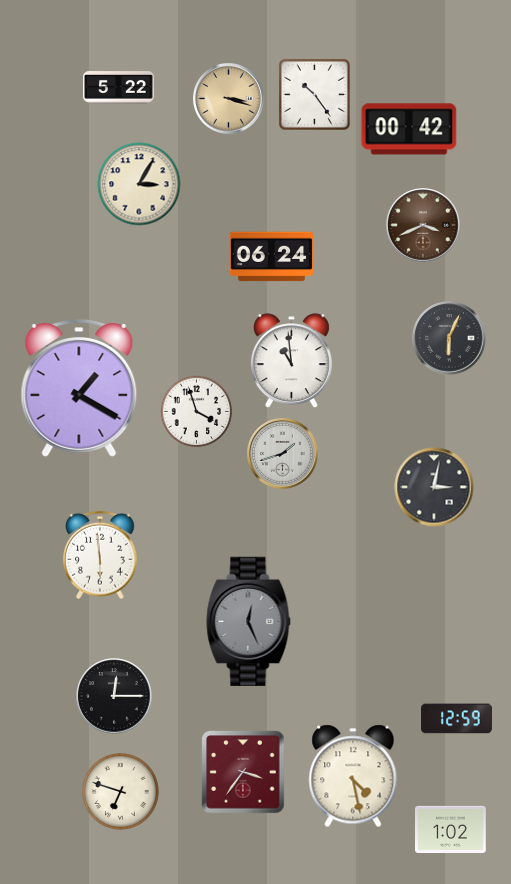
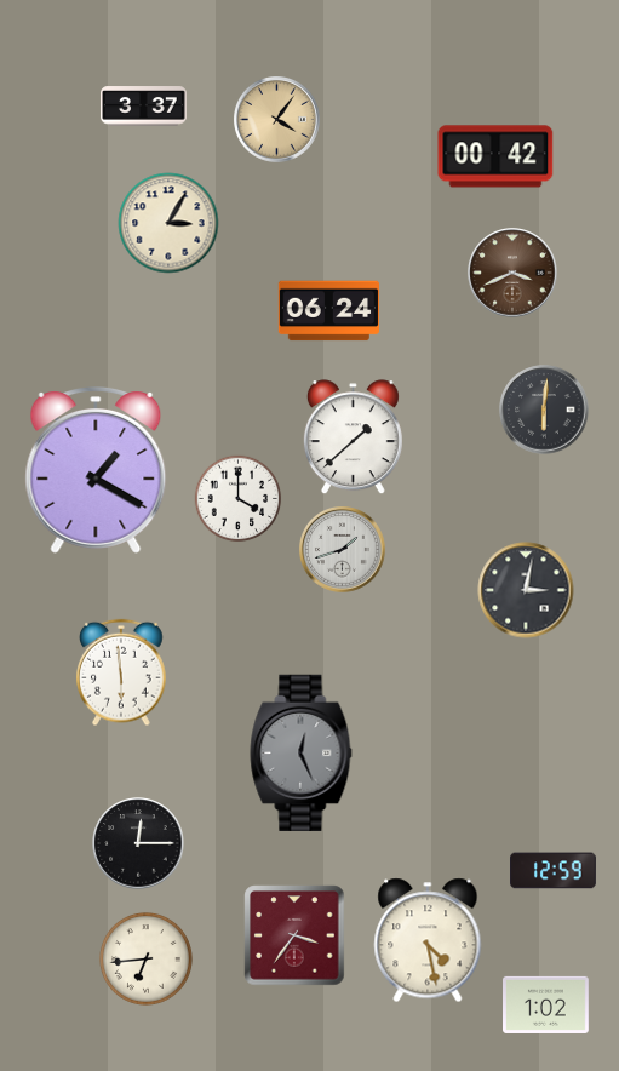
clock at (119, 88): 5:22 -> 3:37
clock at (314, 94): 10:24 -> none
clock at (229, 99): 3:18 -> 4:06
clock at (449, 338): 6:04 -> 6:01
clock at (291, 361): 10:59 -> 1:38
clock at (197, 412): 3:57 -> 4:00
clock at (120, 791): 6:48 -> 6:44
